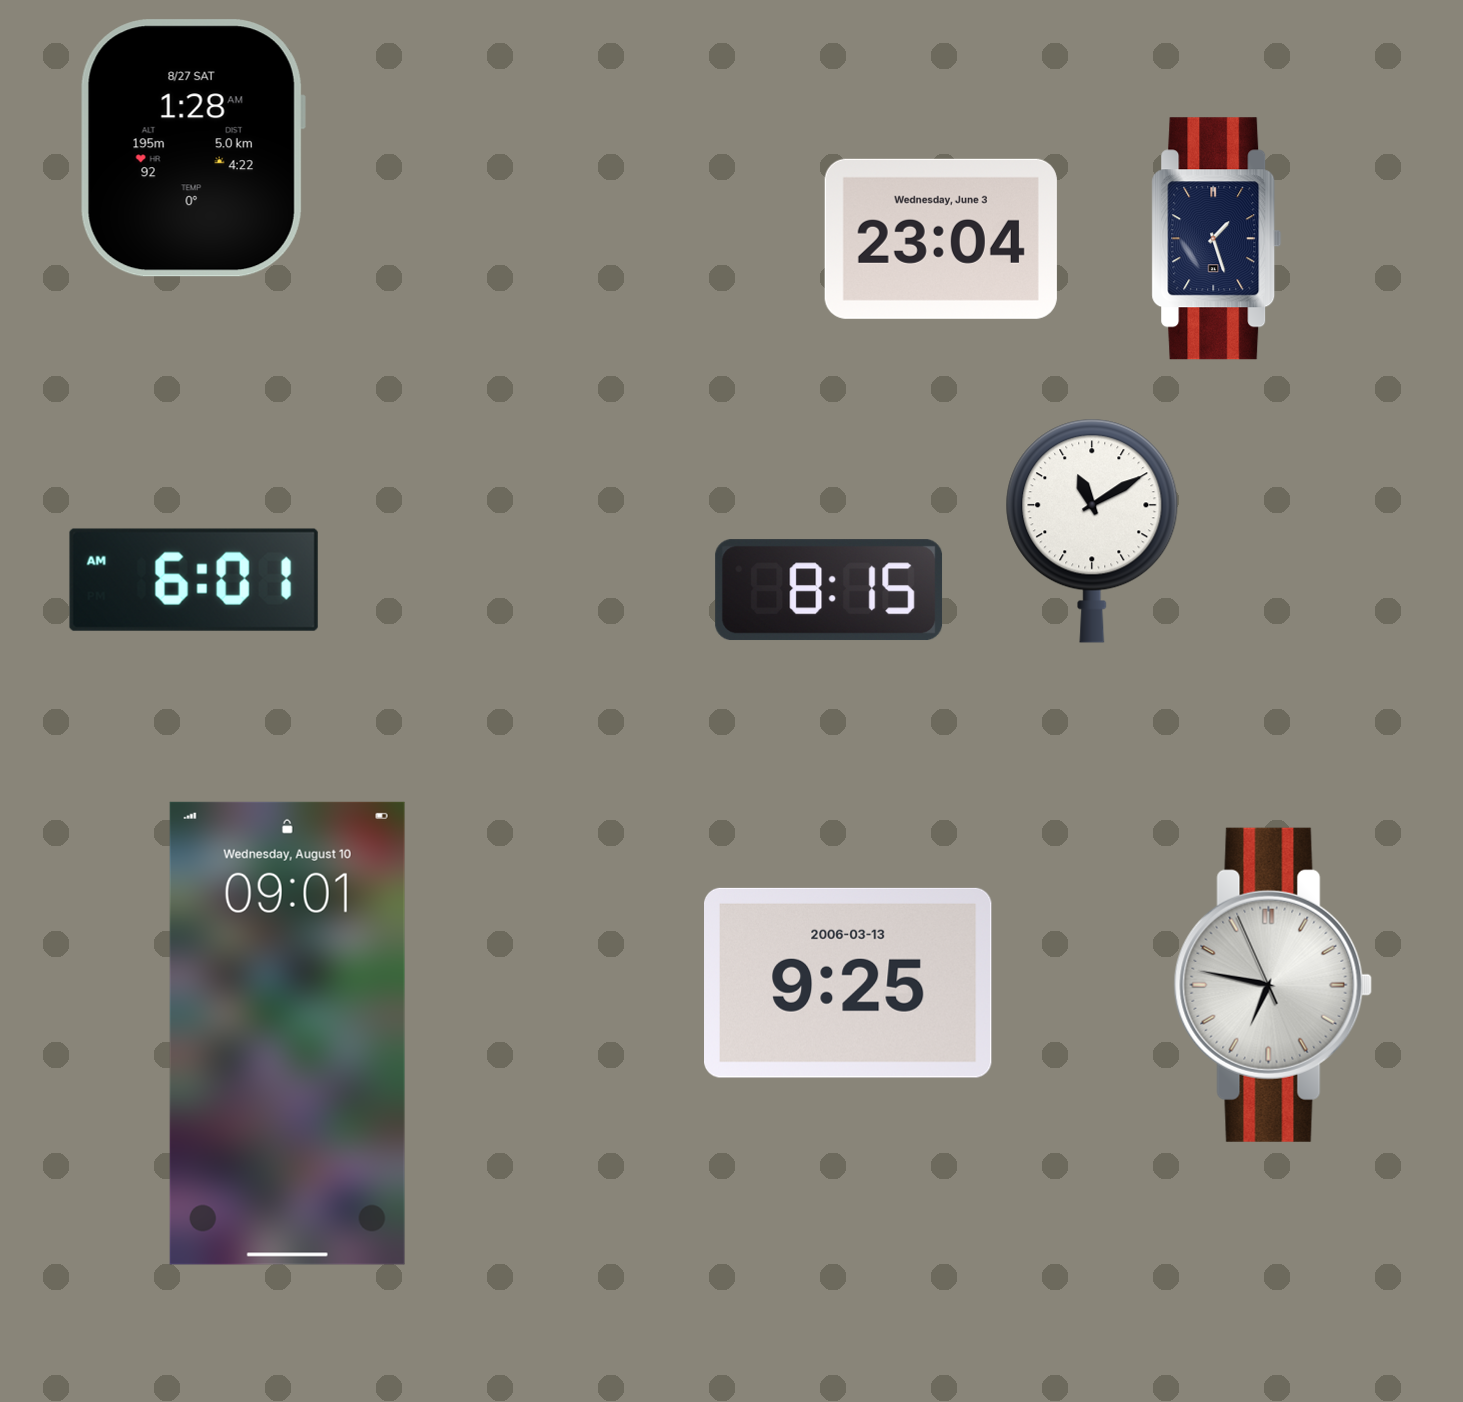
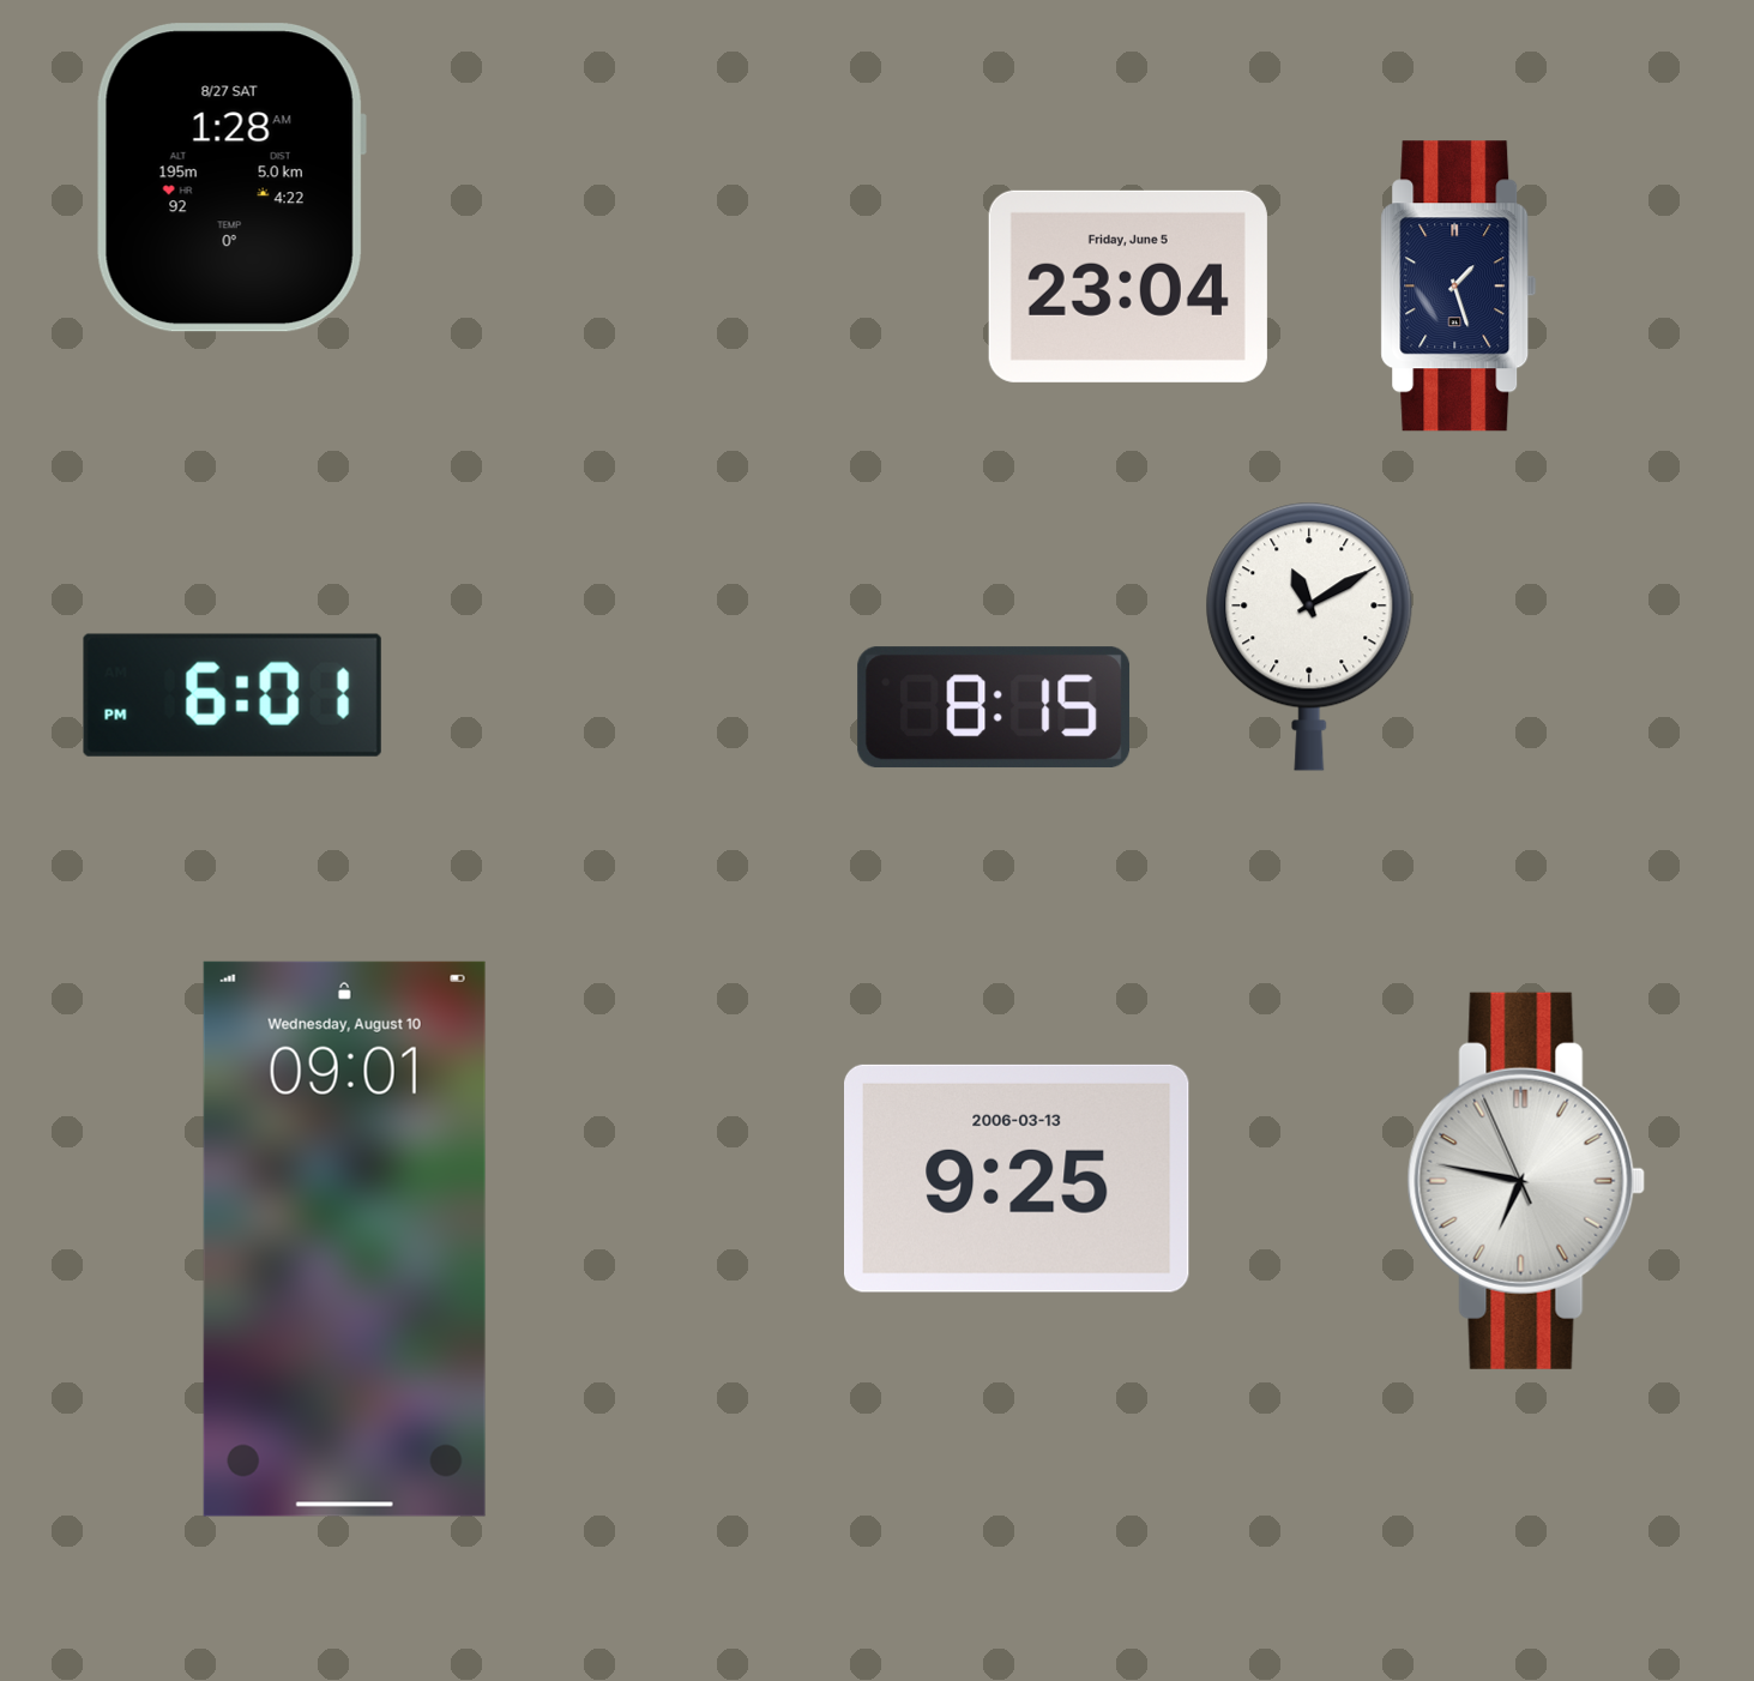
clock at (941, 239) date: Wednesday, June 3 -> Friday, June 5
clock at (194, 580): 6:01 AM -> 6:01 PM
